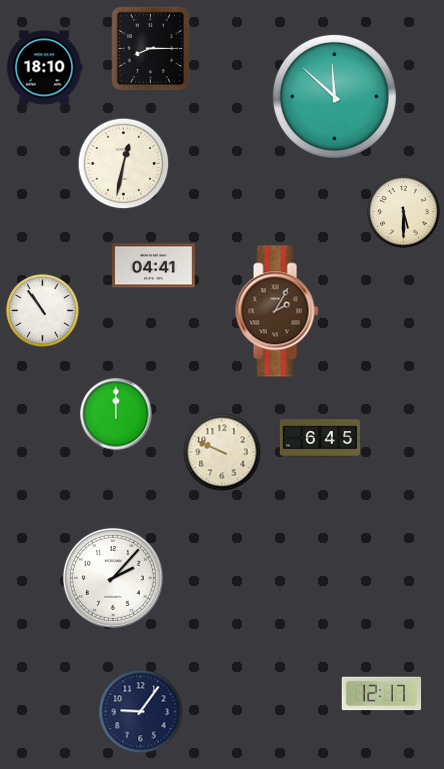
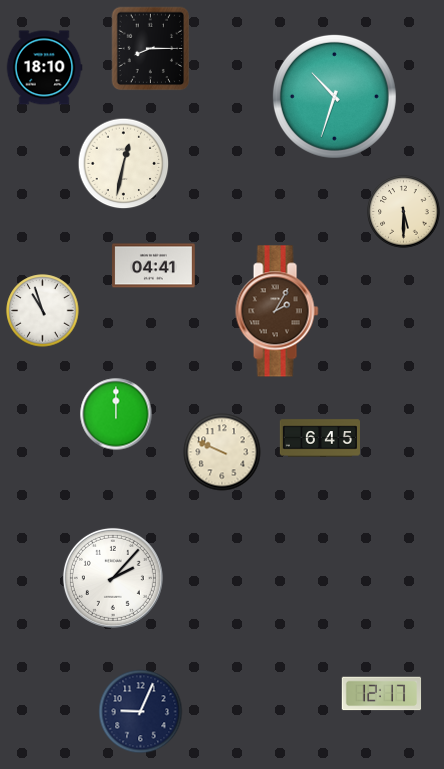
clock at (334, 96): 11:52 -> 10:33
clock at (43, 311): 10:54 -> 10:57
clock at (141, 712): 9:06 -> 9:04
